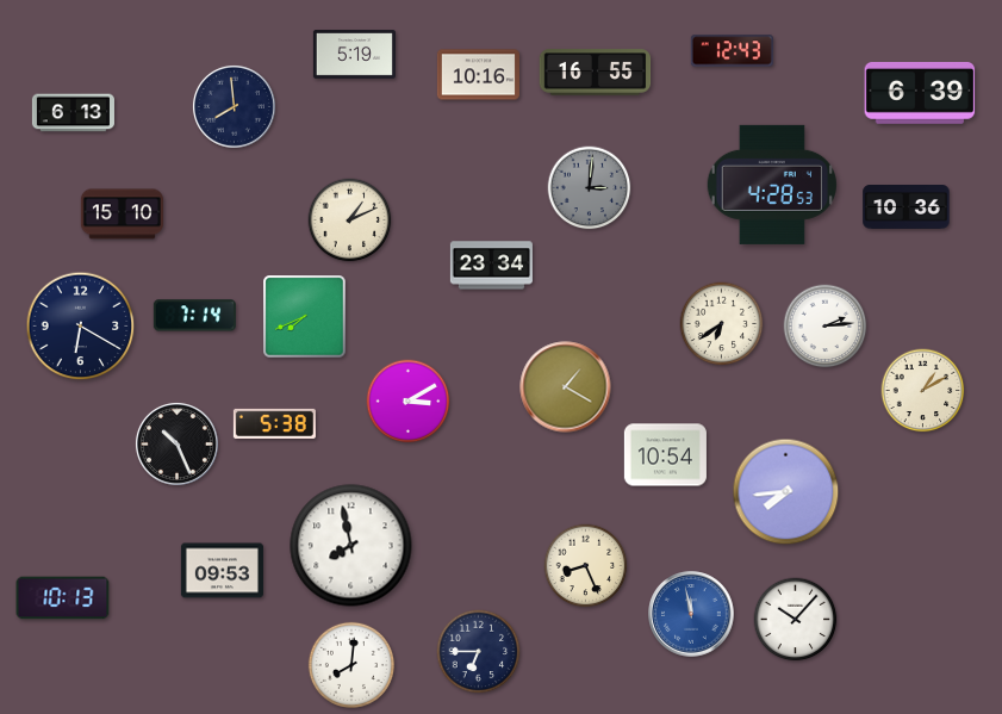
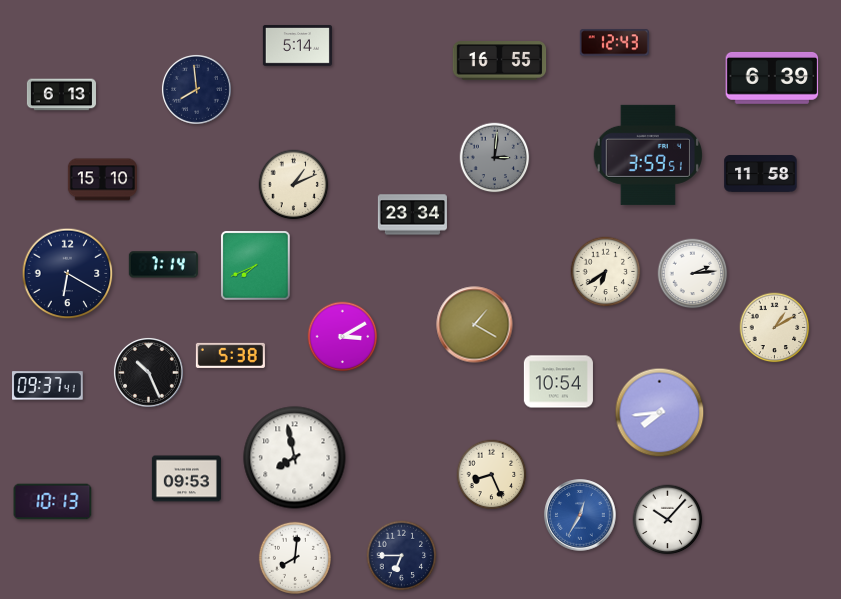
clock at (354, 55): 5:19 -> 5:14
clock at (478, 75): 10:16 -> none
clock at (772, 185): 4:28 -> 3:59
clock at (907, 207): 10:36 -> 11:58
clock at (491, 266) position: (491, 266) -> (412, 215)
clock at (48, 386): none -> 09:37
clock at (691, 614): 11:58 -> 12:35
clock at (479, 652) position: (479, 652) -> (402, 556)
